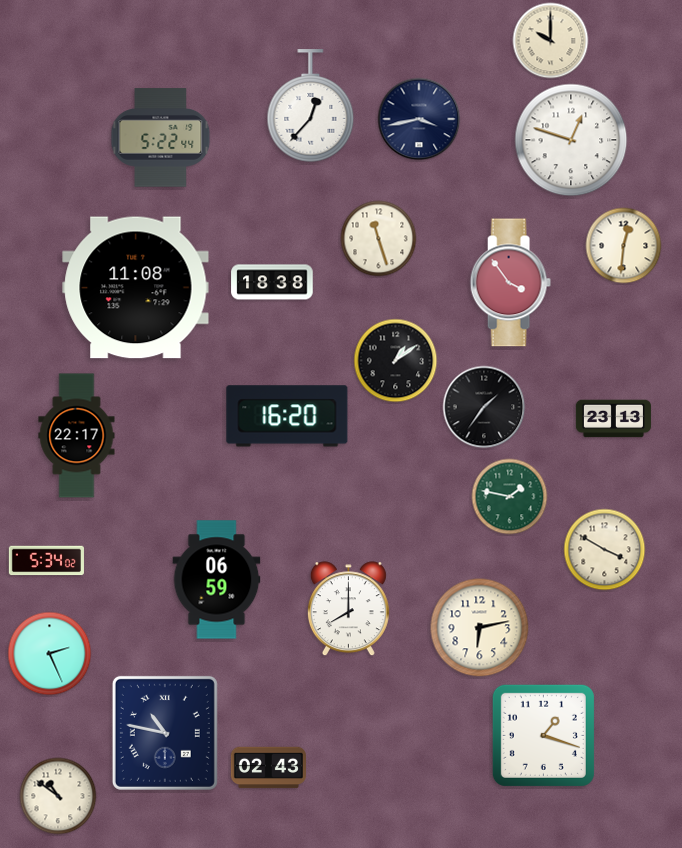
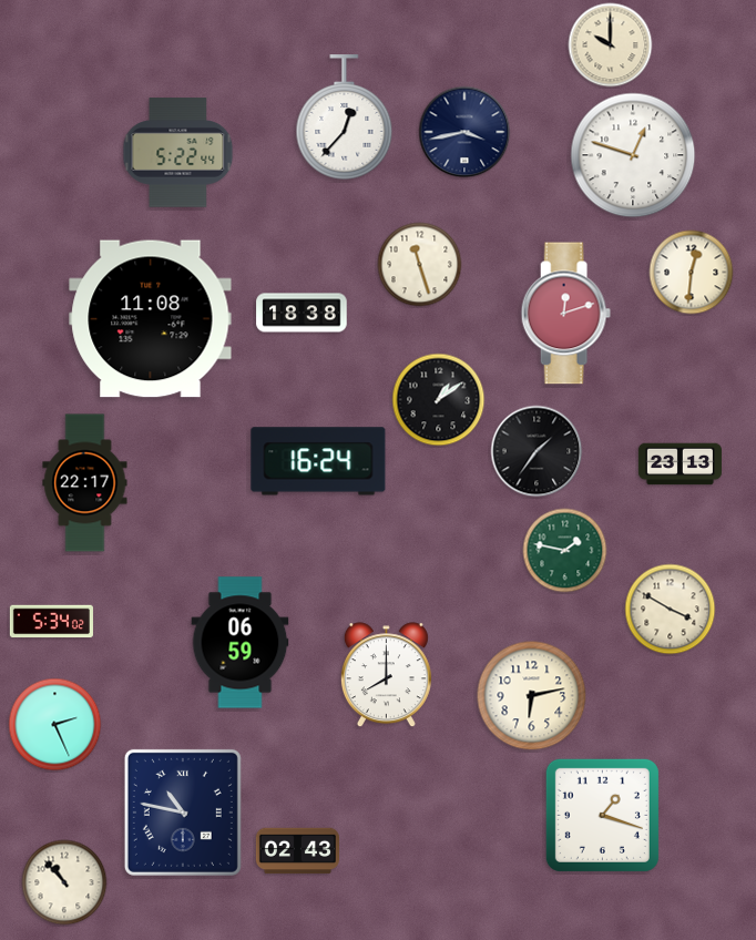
clock at (510, 283): 3:54 -> 12:12
clock at (287, 416): 16:20 -> 16:24
clock at (58, 796): 10:51 -> 10:53
